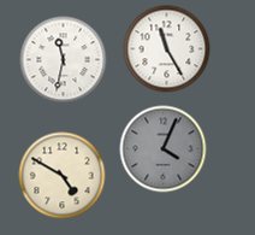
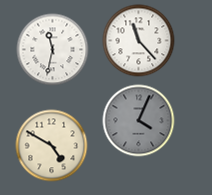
clock at (167, 49): 11:25 -> 11:23
clock at (164, 149) position: (164, 149) -> (139, 121)
